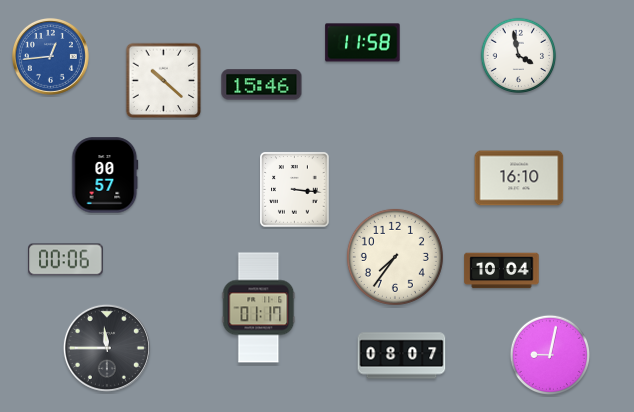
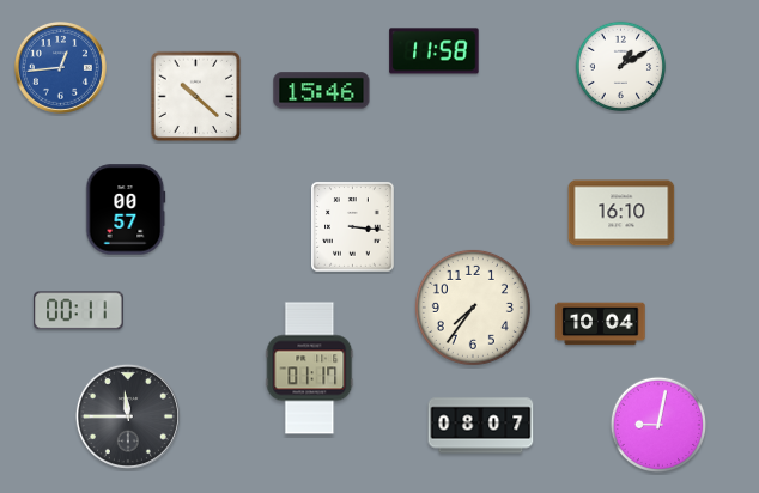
clock at (519, 56): 3:58 -> 1:10
clock at (262, 85) position: (262, 85) -> (322, 91)
clock at (66, 260): 00:06 -> 00:11
